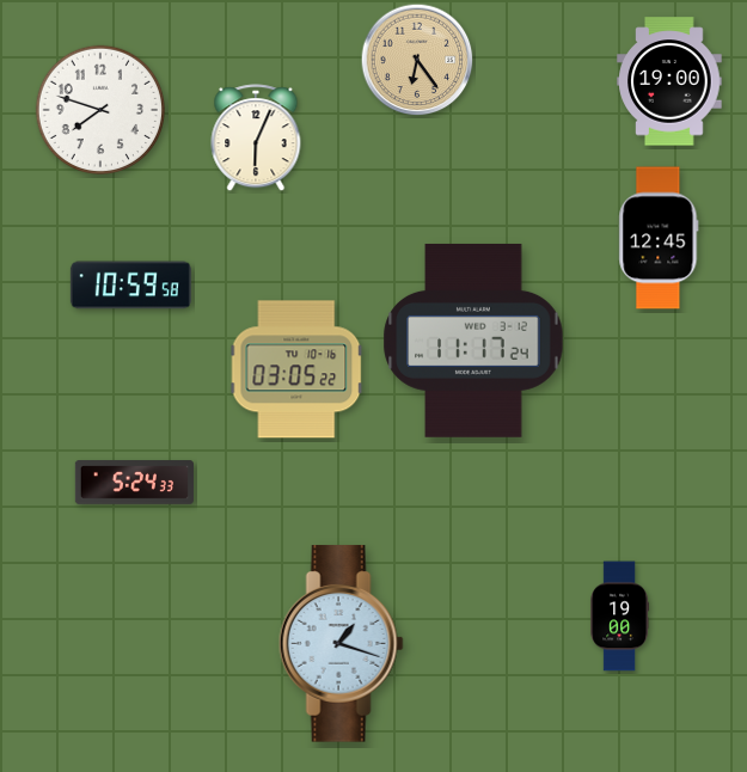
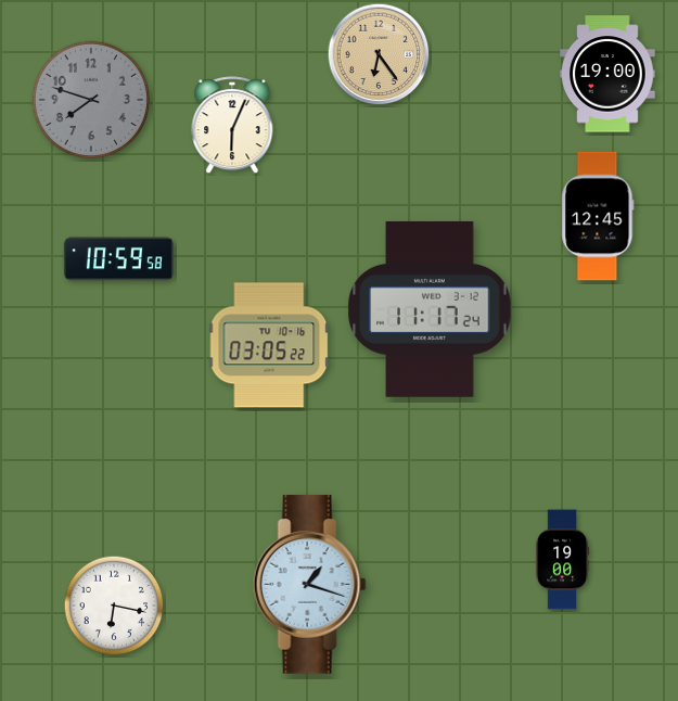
clock at (99, 109) dial: white -> grey
clock at (296, 369) position: (296, 369) -> (269, 345)
clock at (134, 483): 5:24 -> none
clock at (114, 606): none -> 6:17
